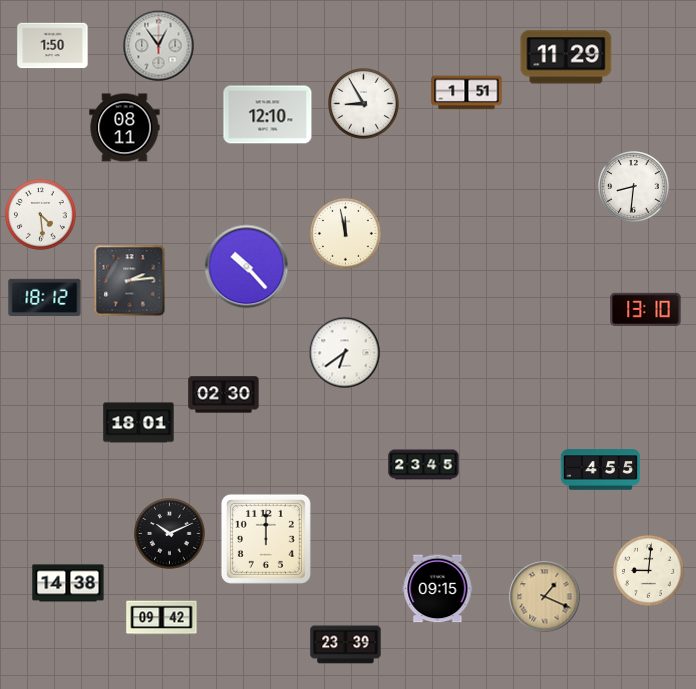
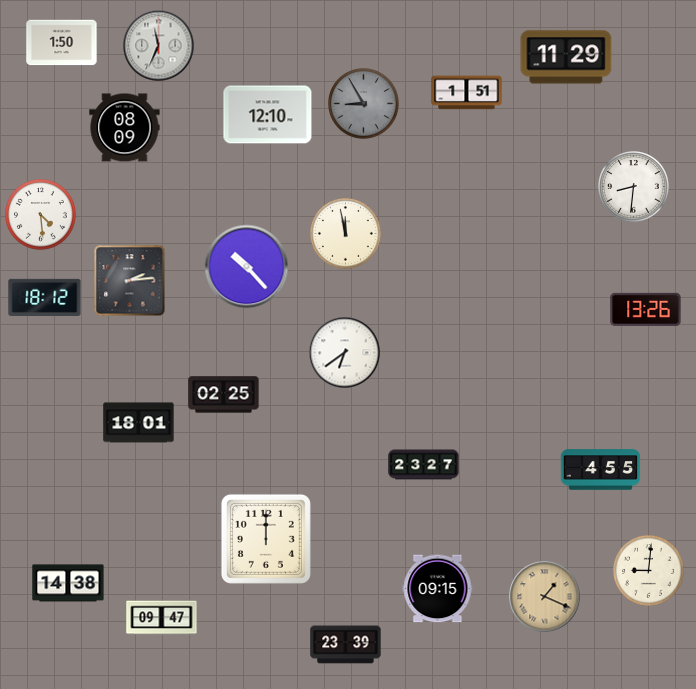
clock at (53, 46) position: (53, 46) -> (62, 43)
clock at (159, 46): 12:54 -> 11:34
clock at (364, 104) dial: white -> grey
clock at (125, 128): 08:11 -> 08:09
clock at (646, 309): 13:10 -> 13:26
clock at (224, 395): 02:30 -> 02:25
clock at (424, 465): 23:45 -> 23:27
clock at (170, 534): 10:11 -> none
clock at (162, 618): 09:42 -> 09:47
